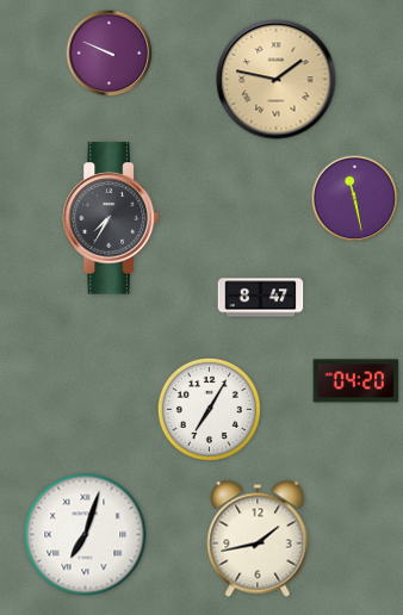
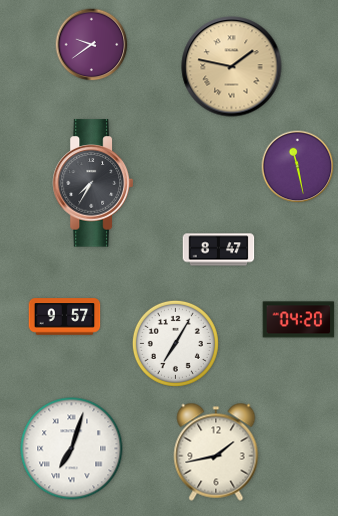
clock at (110, 54): 9:49 -> 9:39
clock at (65, 317): none -> 9:57
